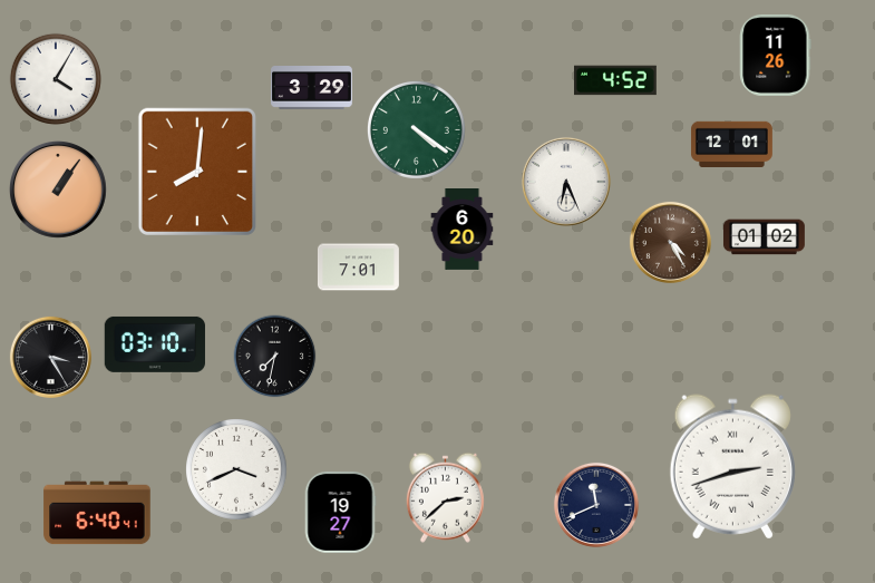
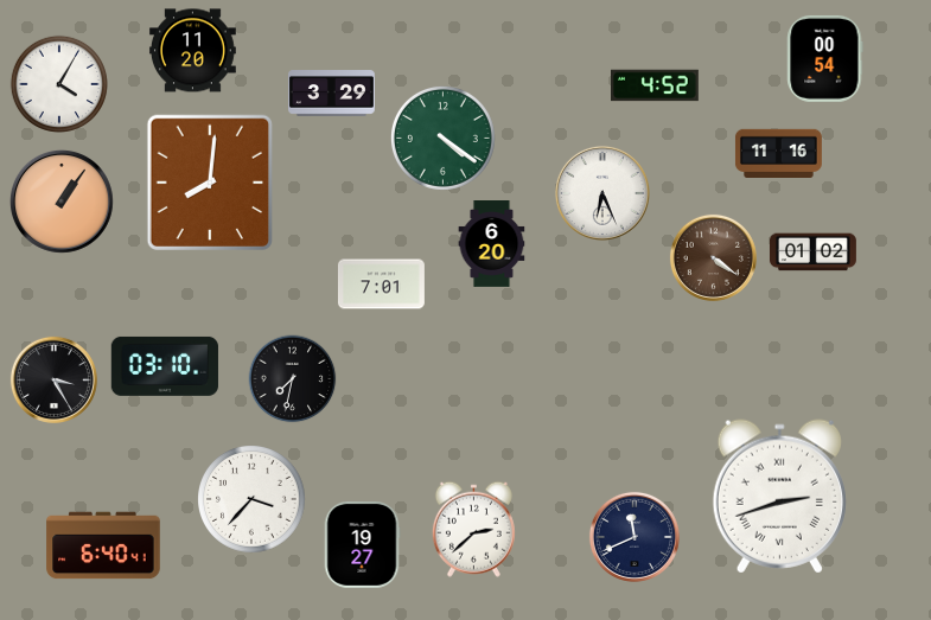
clock at (192, 51): none -> 11:20
clock at (776, 55): 11:26 -> 00:54
clock at (732, 144): 12:01 -> 11:16
clock at (670, 242): 4:25 -> 4:21
clock at (237, 470): 3:41 -> 3:37
